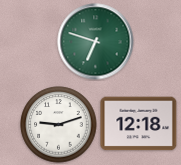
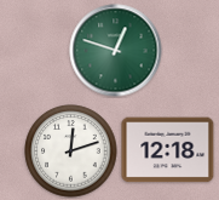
clock at (96, 42): 6:48 -> 12:48
clock at (59, 125): 9:12 -> 12:12
